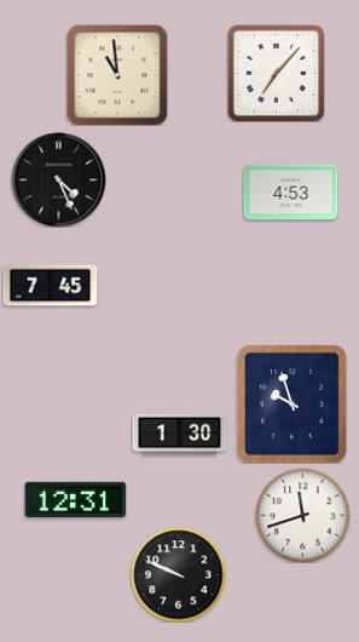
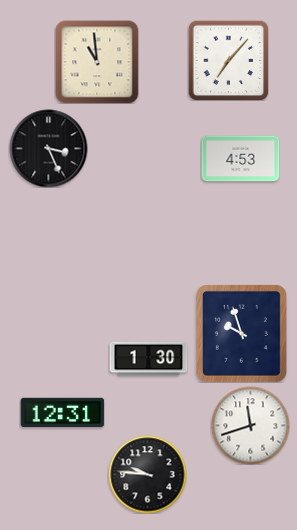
clock at (58, 179): 4:26 -> 3:26
clock at (50, 286): 7:45 -> none
clock at (178, 574): 9:49 -> 9:46
